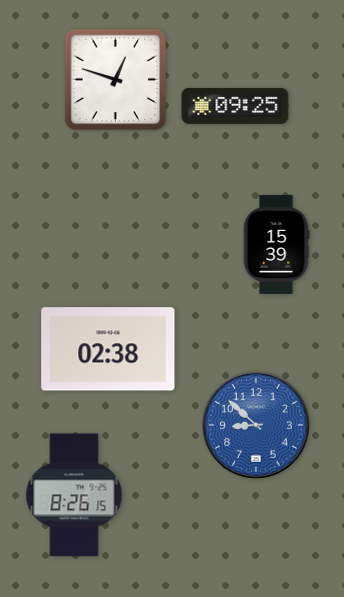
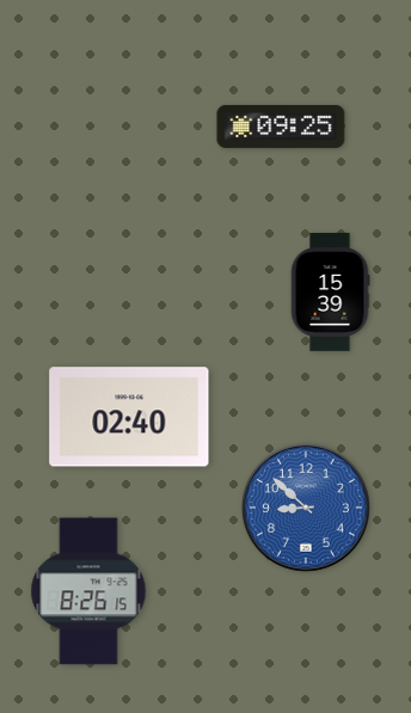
clock at (116, 80): 12:48 -> none
clock at (108, 349): 02:38 -> 02:40
